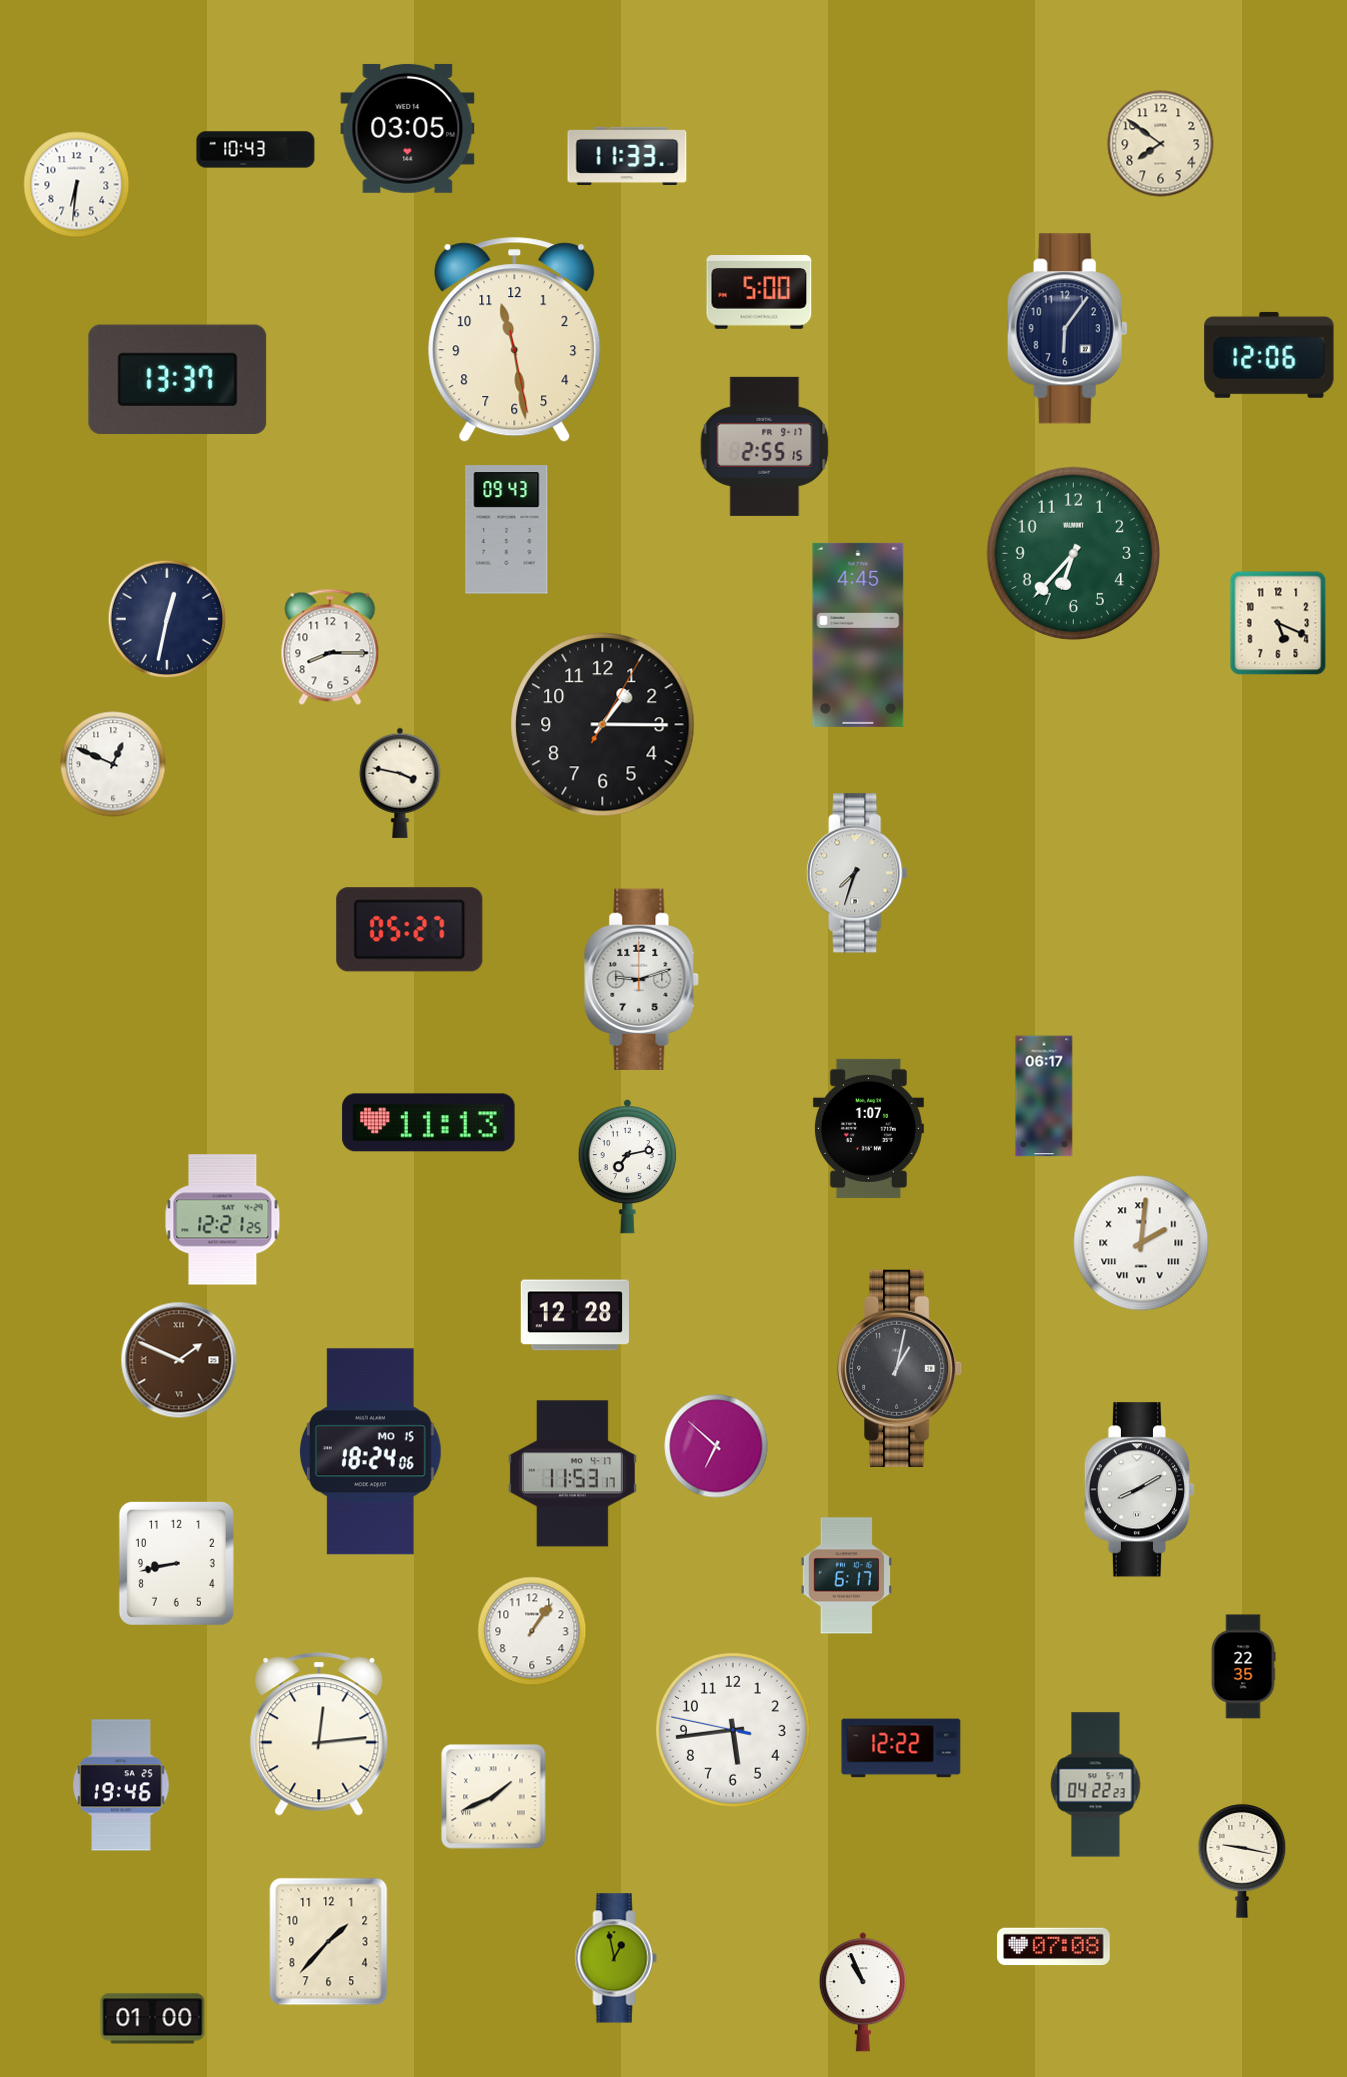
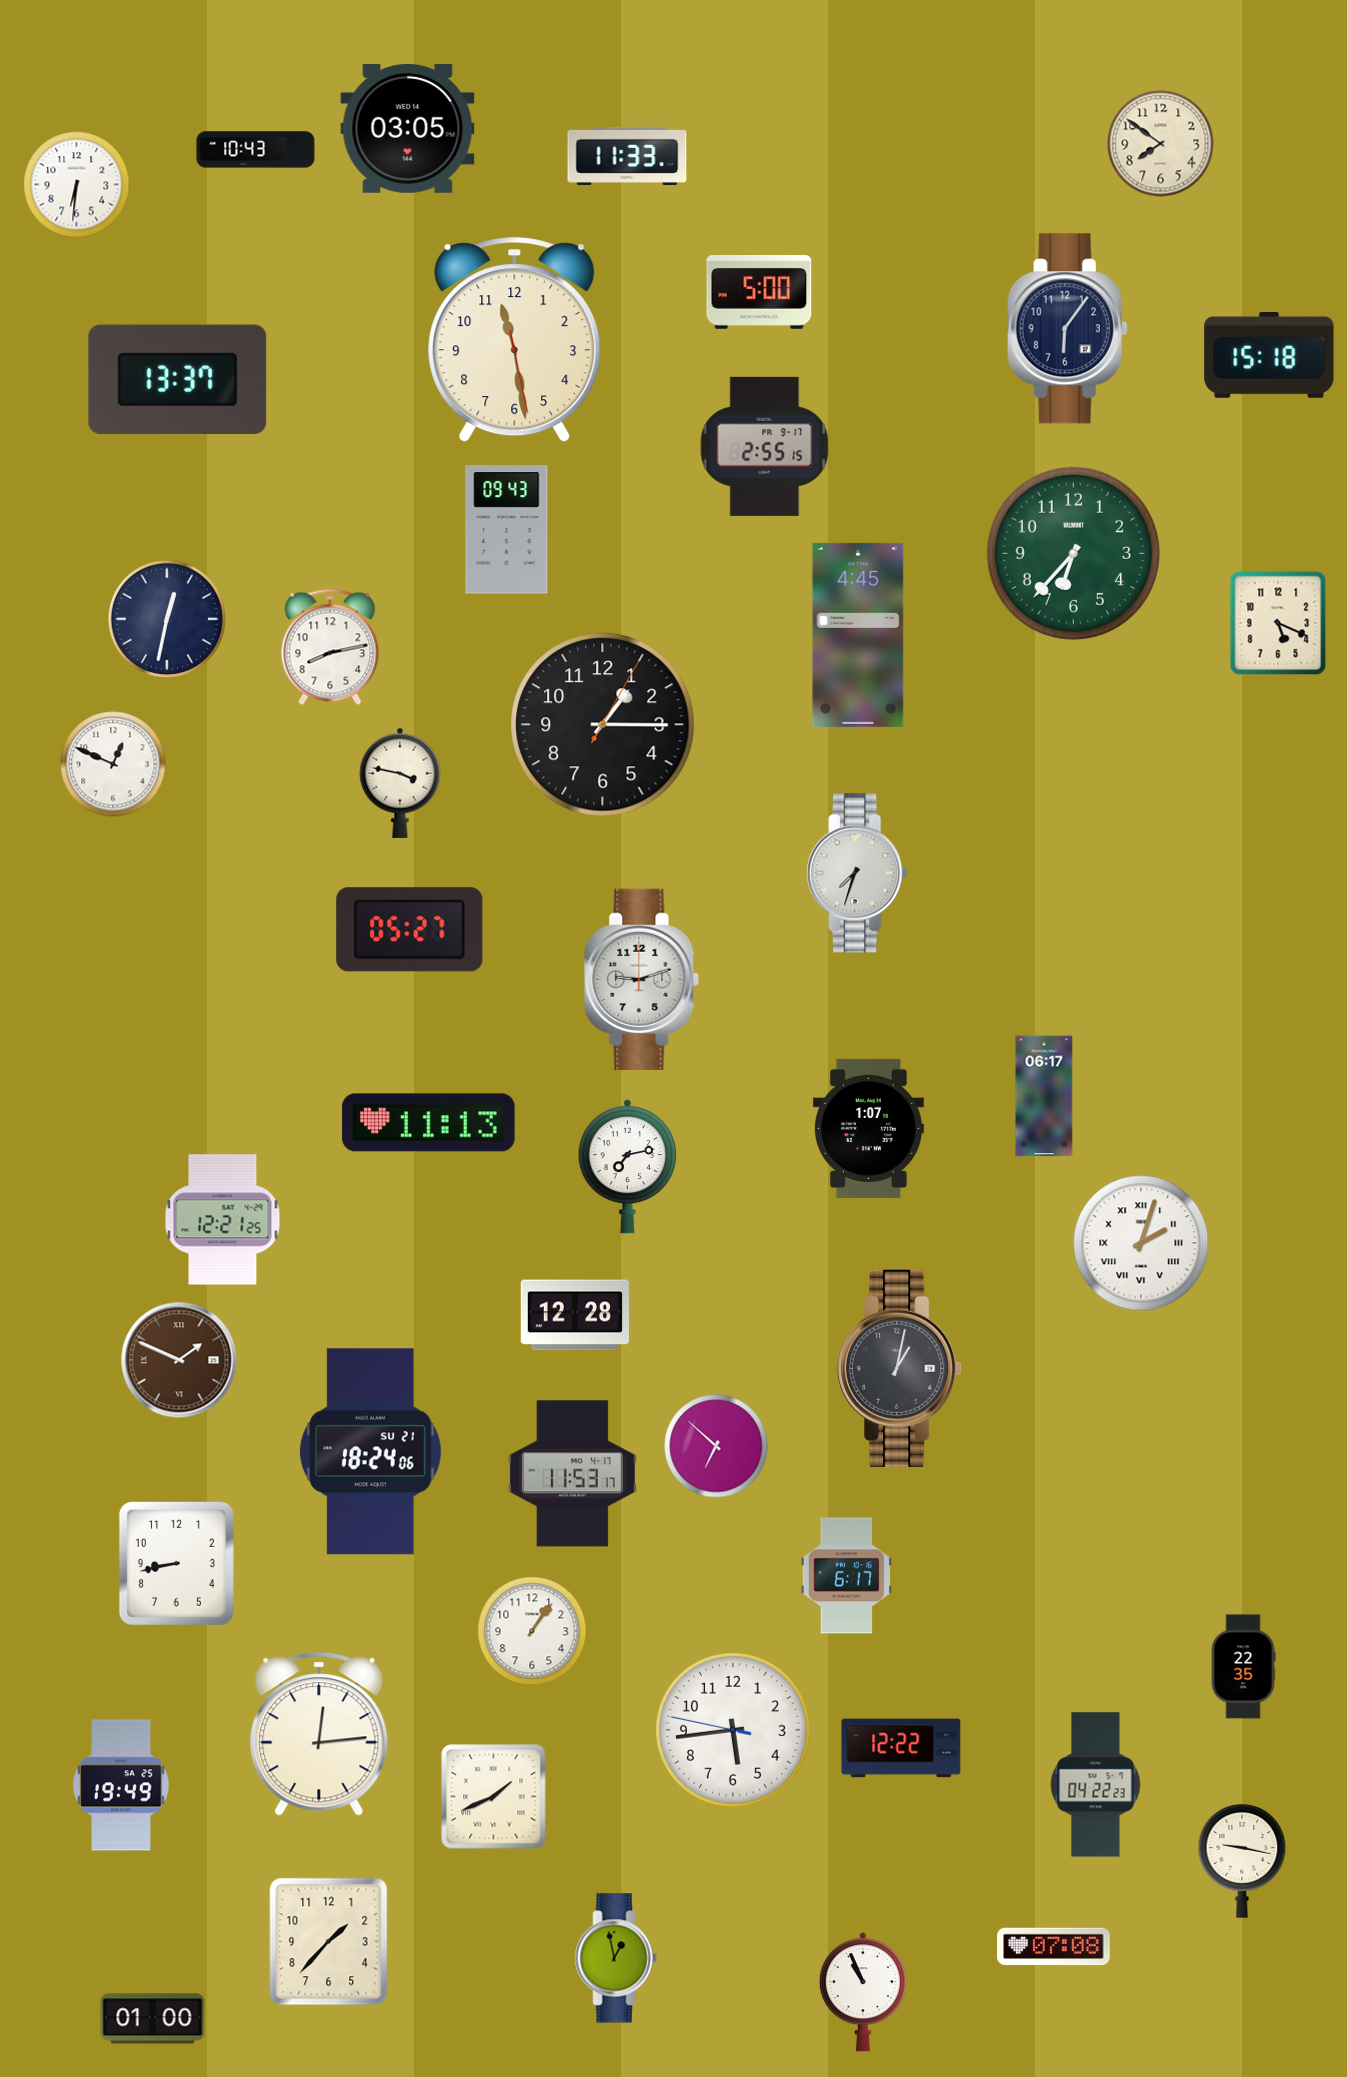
clock at (1269, 355): 12:06 -> 15:18
clock at (330, 647): 8:15 -> 8:13
clock at (1141, 1243): 2:01 -> 2:03
clock at (370, 1452) date: MO 15 -> SU 21
clock at (1140, 1490): 8:10 -> none
clock at (121, 1785): 19:46 -> 19:49
